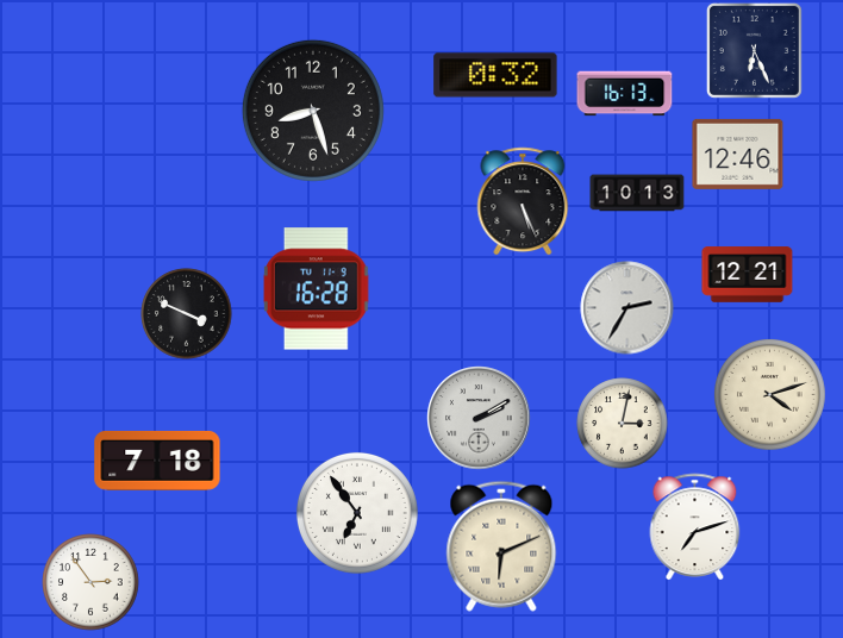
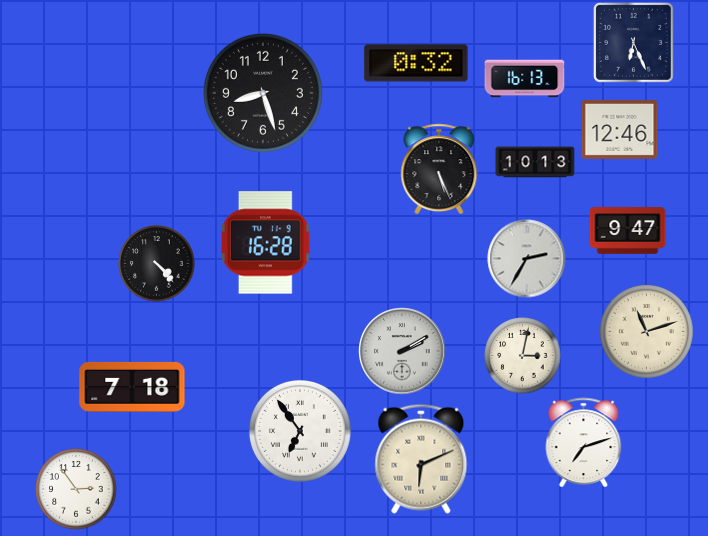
clock at (748, 275): 12:21 -> 9:47
clock at (187, 314): 3:49 -> 4:23
clock at (770, 395): 4:12 -> 11:12
